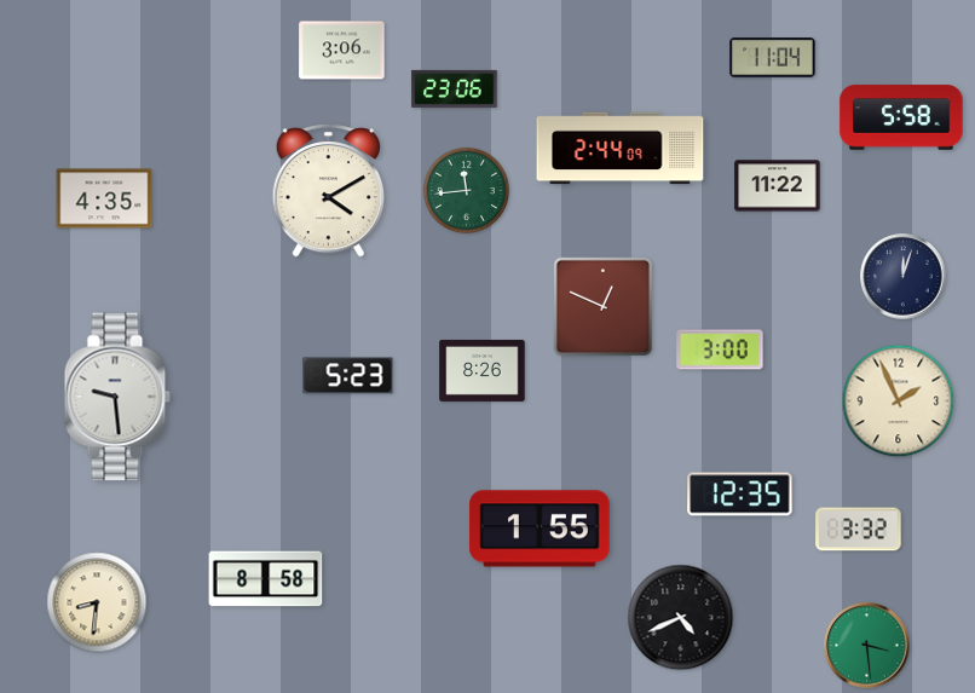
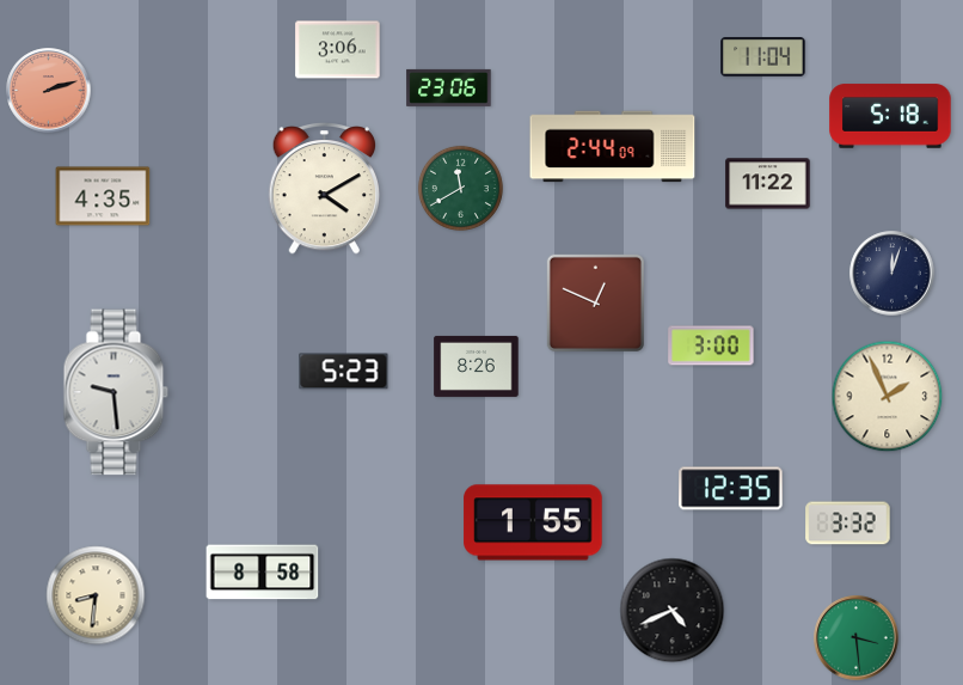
clock at (49, 91): none -> 2:12
clock at (901, 117): 5:58 -> 5:18
clock at (466, 190): 11:44 -> 11:40
